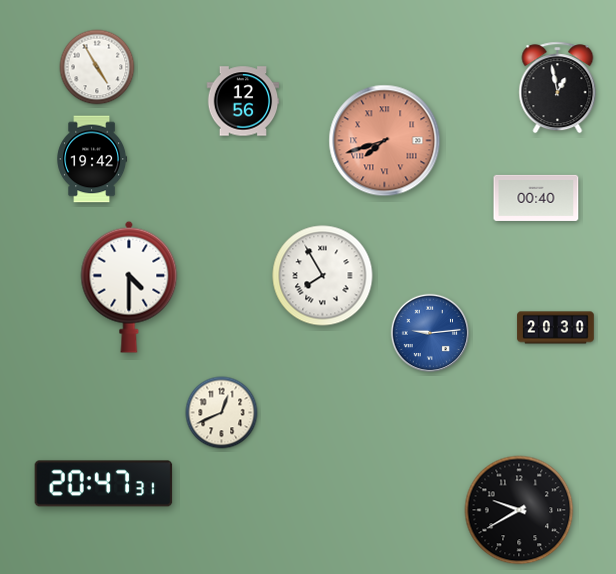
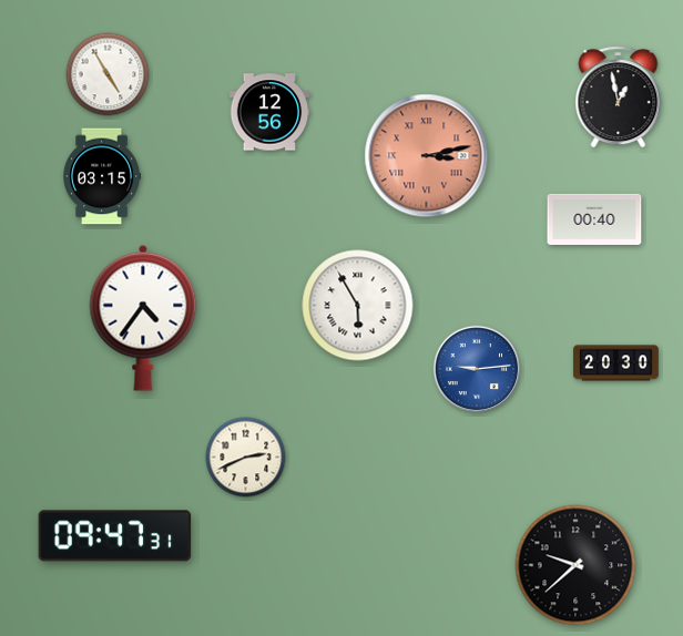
clock at (385, 141): 7:42 -> 3:13
clock at (92, 159): 19:42 -> 03:15
clock at (323, 276): 7:55 -> 5:55
clock at (129, 287): 4:30 -> 4:36
clock at (222, 413): 12:41 -> 2:41
clock at (104, 484): 20:47 -> 09:47
clock at (519, 510): 9:40 -> 9:38
